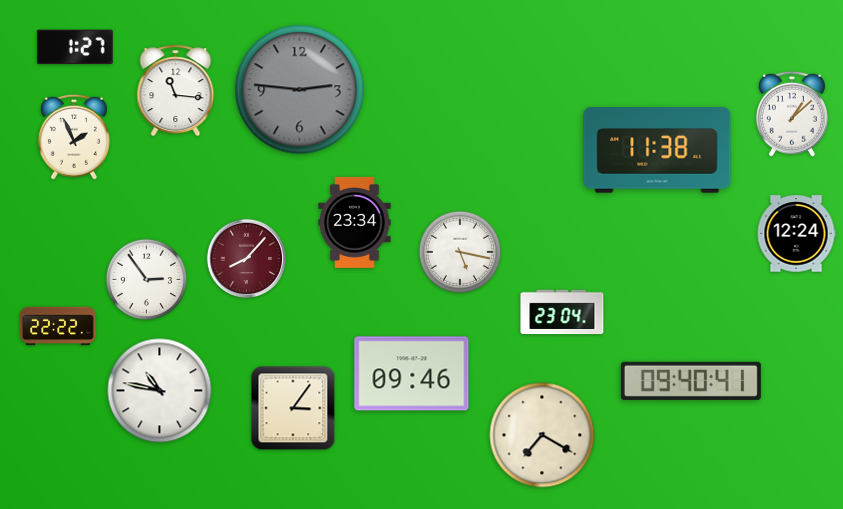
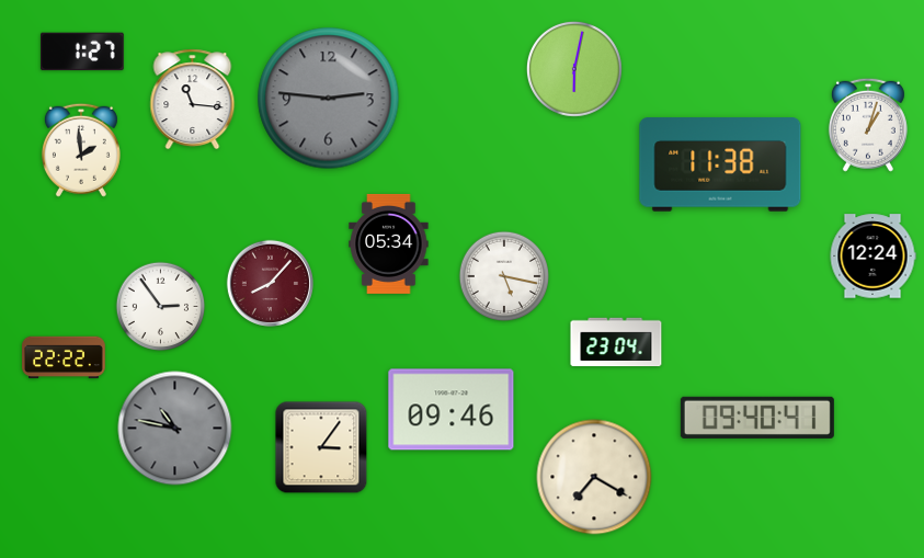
clock at (574, 69): none -> 6:02
clock at (792, 114): 1:08 -> 1:03
clock at (74, 137): 1:56 -> 1:59
clock at (355, 222): 23:34 -> 05:34
clock at (160, 391) dial: white -> grey
